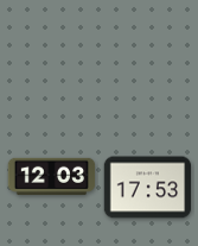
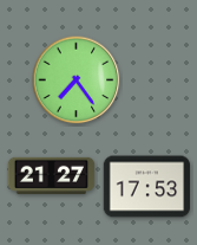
clock at (77, 80): none -> 7:24
clock at (52, 176): 12:03 -> 21:27
